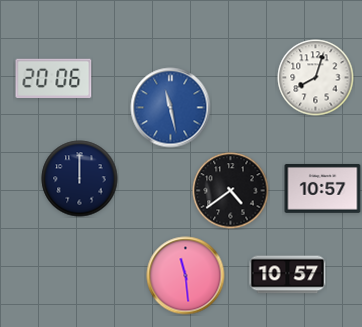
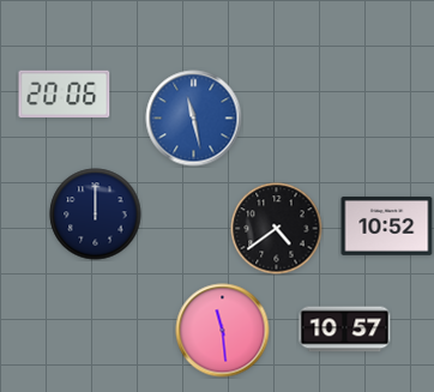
clock at (316, 78): 8:03 -> none
clock at (171, 108) position: (171, 108) -> (194, 119)
clock at (323, 189): 10:57 -> 10:52
